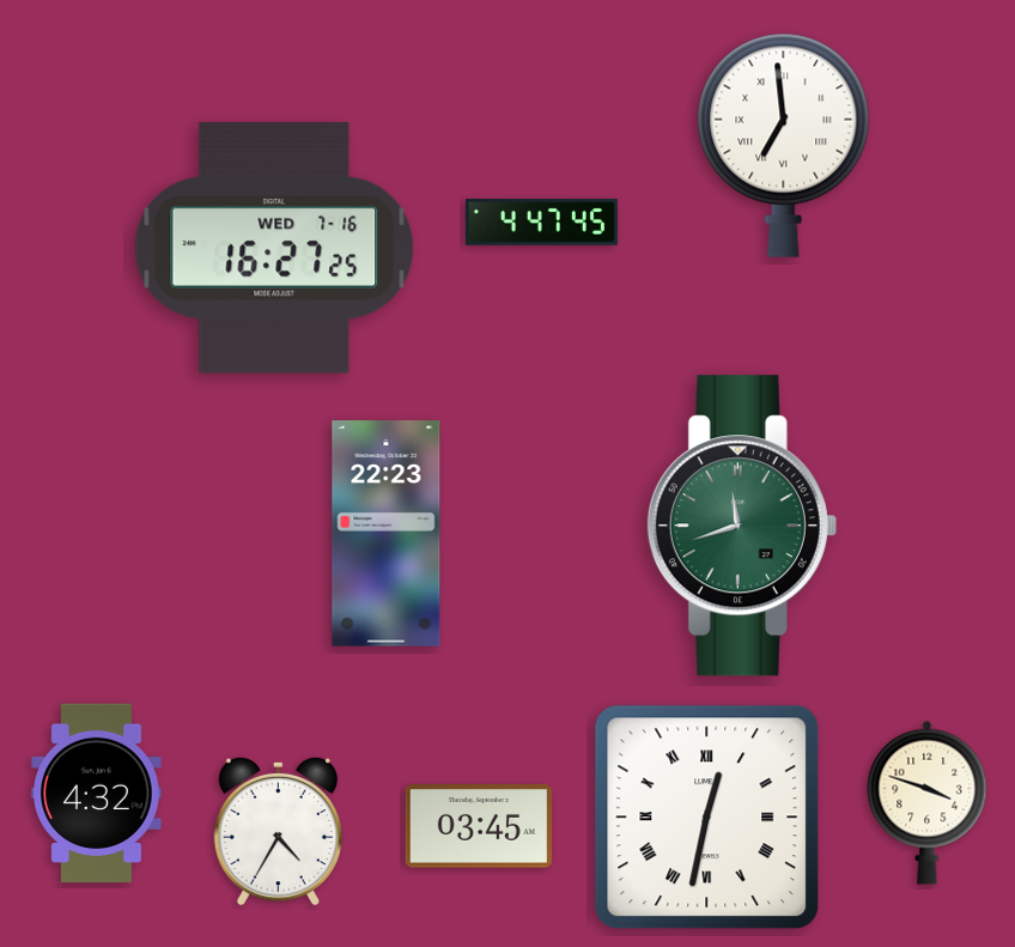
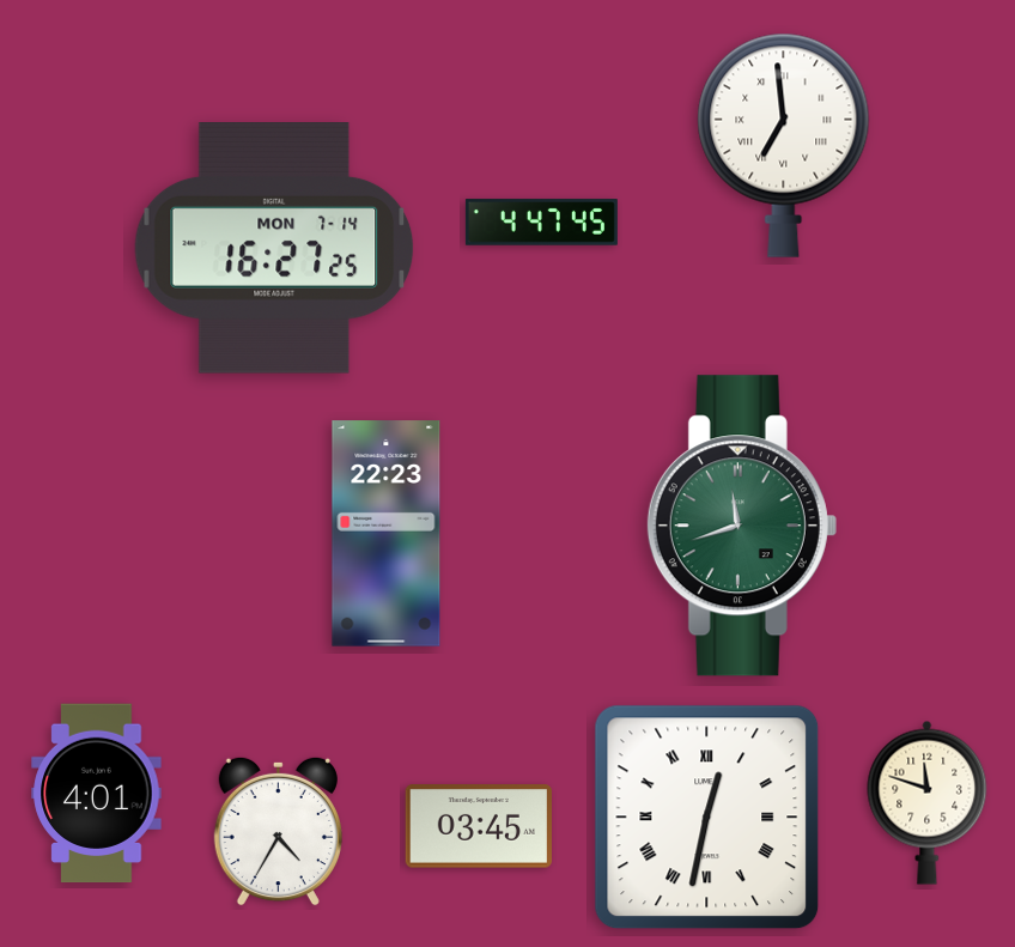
clock at (274, 249) date: WED 7-16 -> MON 7-14
clock at (97, 794): 4:32 -> 4:01
clock at (928, 802): 3:48 -> 11:48
